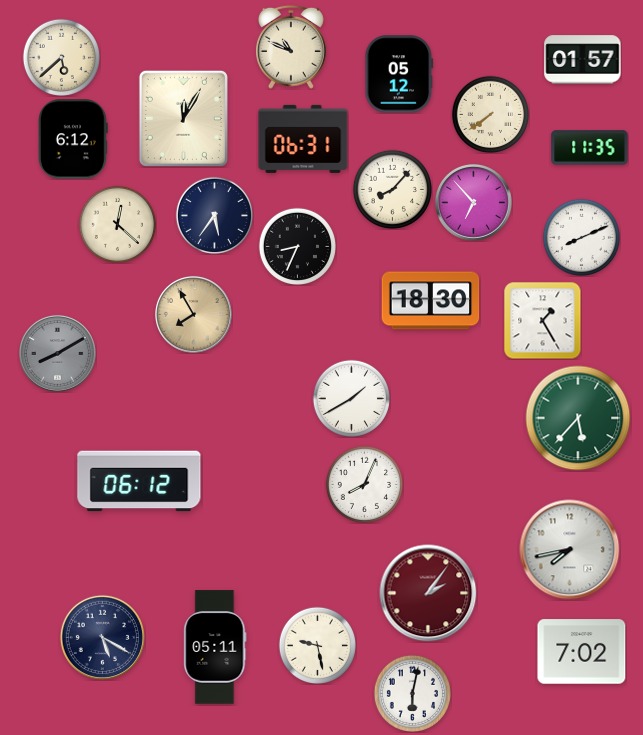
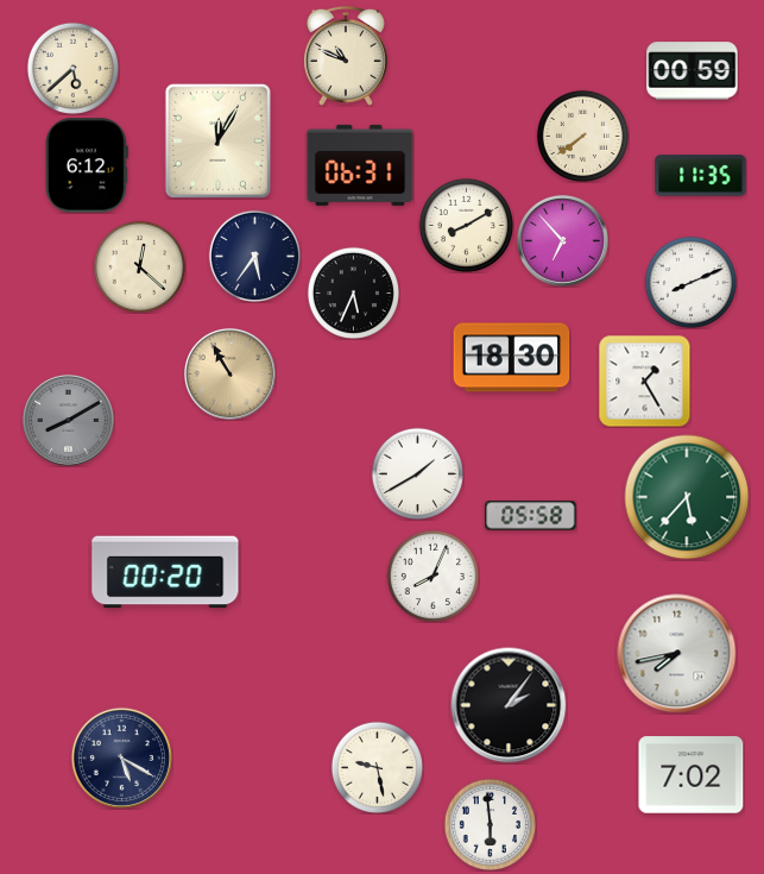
clock at (583, 60): 01:57 -> 00:59
clock at (399, 74): 05:12 -> none
clock at (392, 189): 8:07 -> 8:10
clock at (297, 246): 8:34 -> 5:34
clock at (193, 314): 7:55 -> 10:55
clock at (531, 516): none -> 05:58
clock at (139, 481): 06:12 -> 00:20
clock at (428, 593) dial: burgundy -> black
clock at (215, 647): 05:11 -> none
clock at (412, 693): 6:02 -> 5:59
